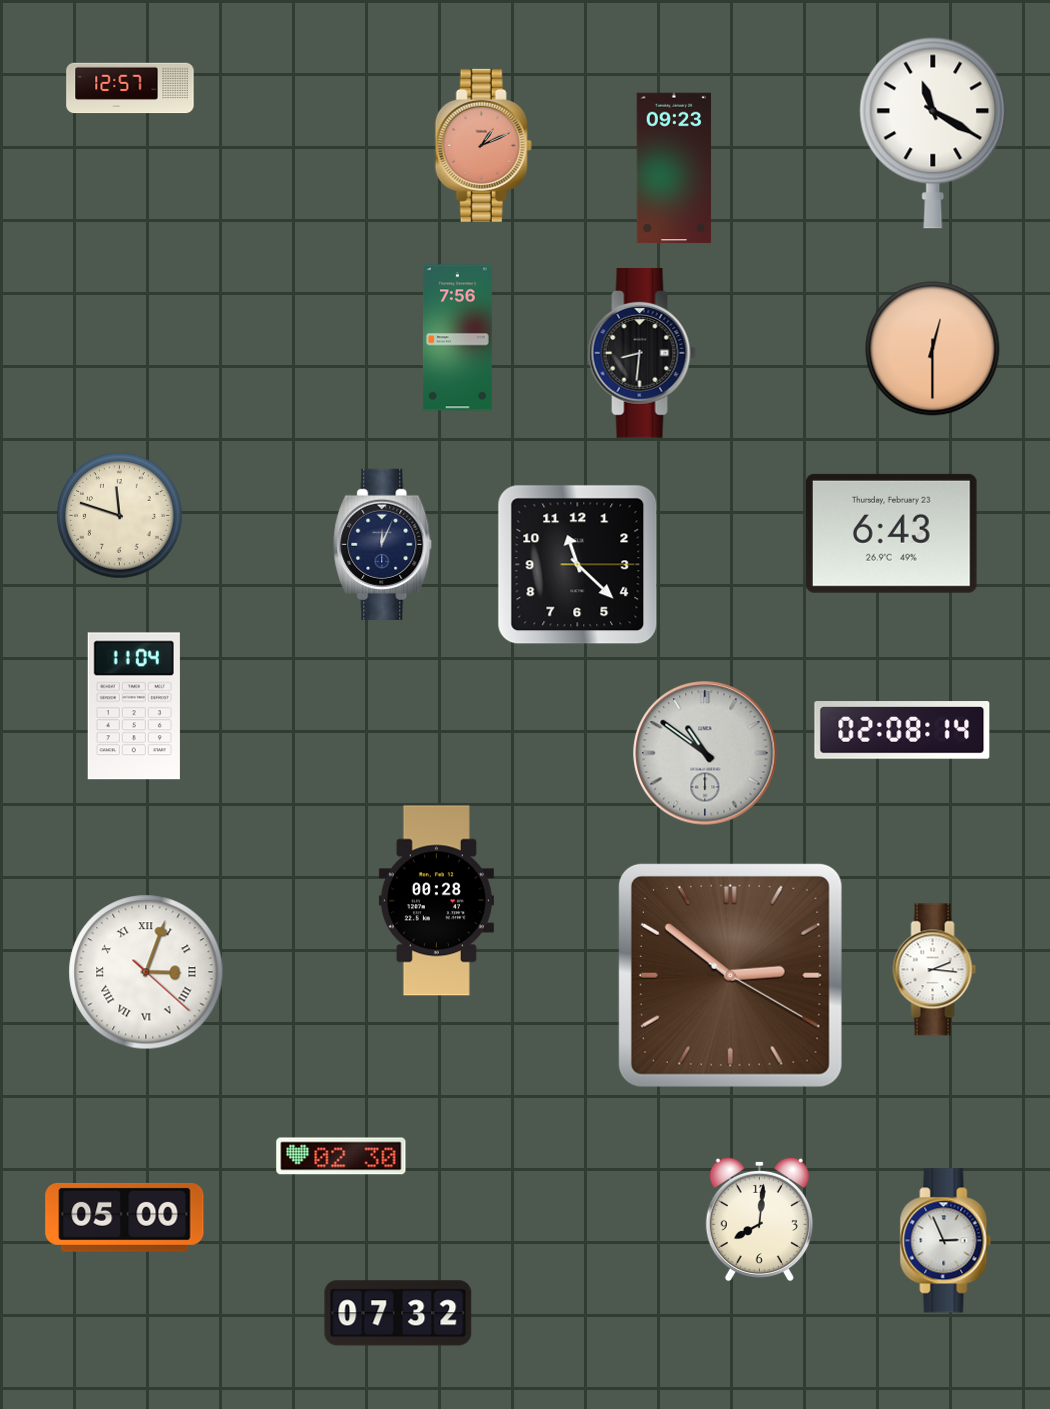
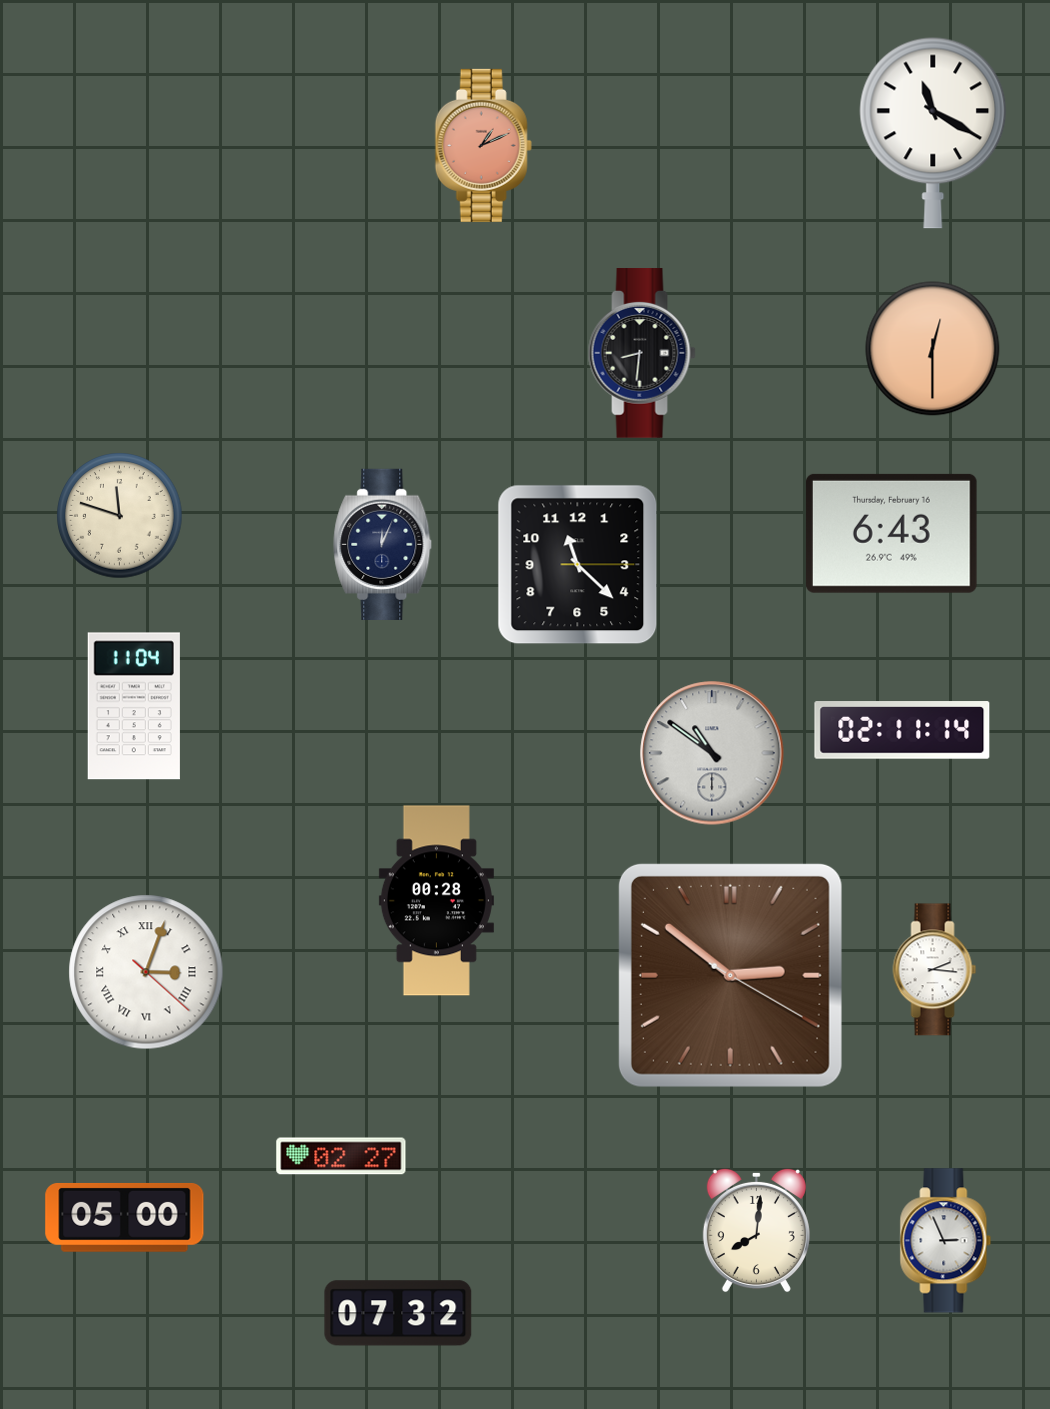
clock at (130, 88): 12:57 -> none
clock at (674, 168): 09:23 -> none
clock at (457, 338): 7:56 -> none
clock at (891, 533) date: Thursday, February 23 -> Thursday, February 16
clock at (902, 730): 02:08 -> 02:11
clock at (705, 753) position: (705, 753) -> (712, 753)
clock at (341, 1156): 02:30 -> 02:27
clock at (759, 1219) position: (759, 1219) -> (756, 1230)
